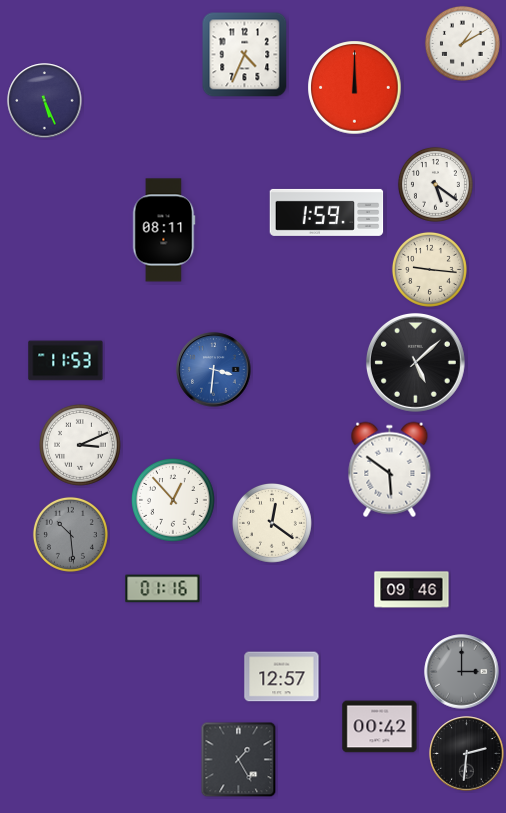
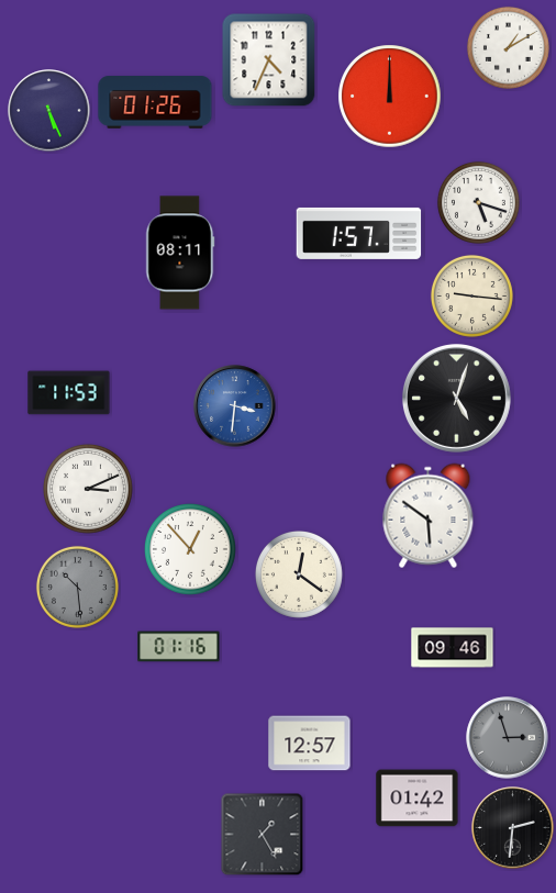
clock at (155, 102): none -> 01:26
clock at (435, 184): 5:21 -> 5:18
clock at (327, 212): 1:59 -> 1:57
clock at (66, 361) position: (66, 361) -> (69, 393)
clock at (415, 362): 5:08 -> 5:03
clock at (462, 672): 3:00 -> 2:57
clock at (380, 727): 00:42 -> 01:42
